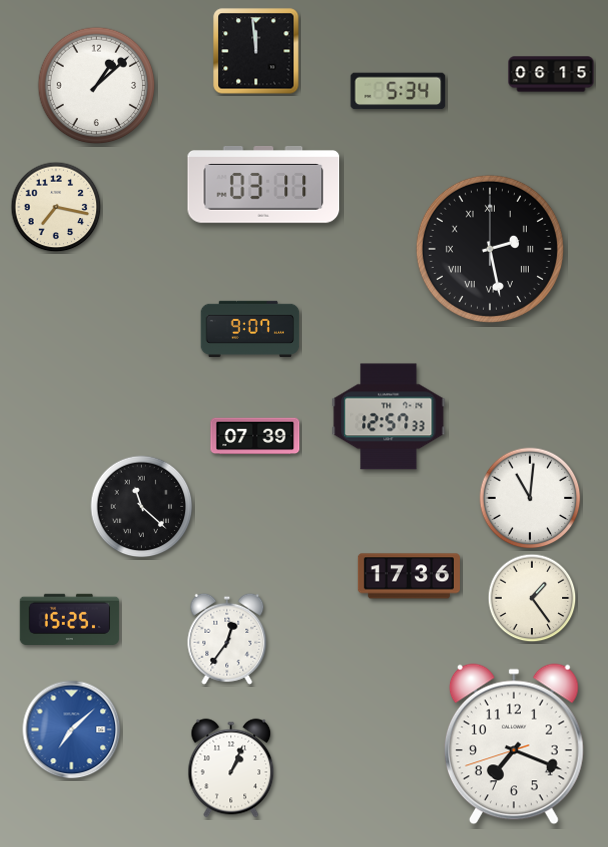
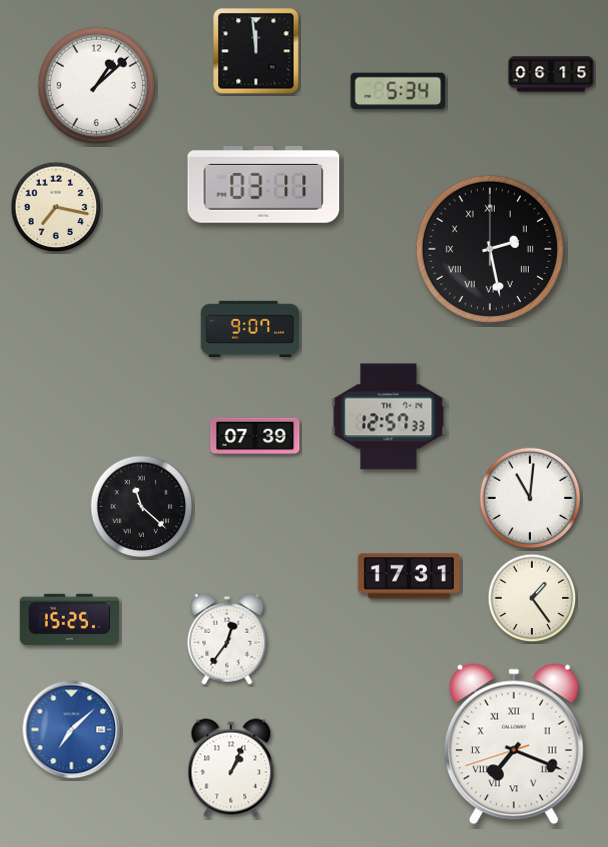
clock at (409, 576): 17:36 -> 17:31
clock at (514, 744) numerals: Arabic -> Roman
